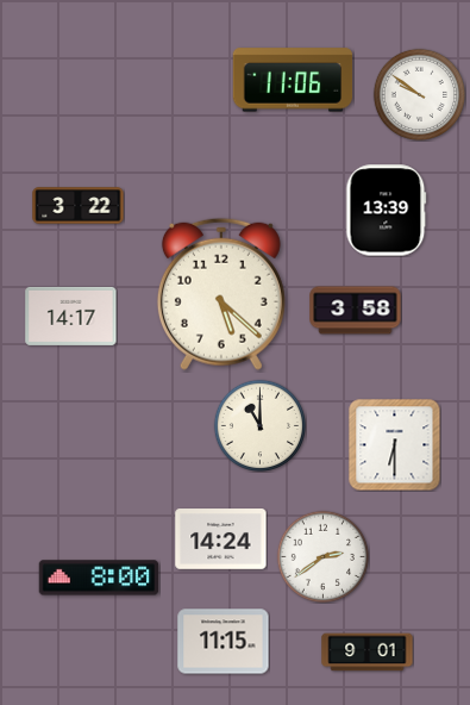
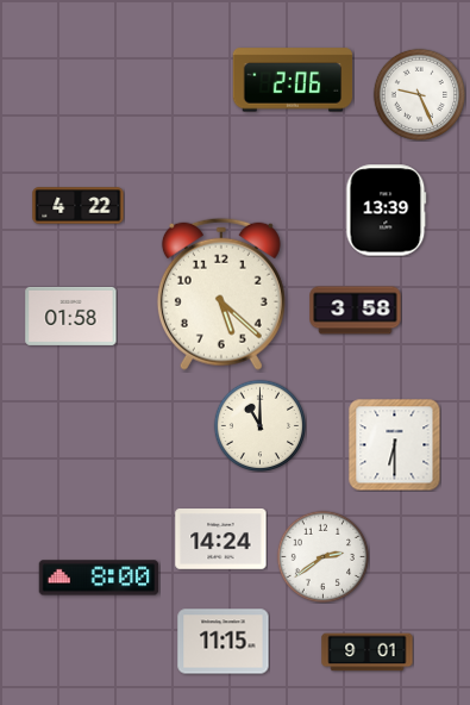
clock at (293, 80): 11:06 -> 2:06
clock at (419, 94): 9:51 -> 9:26
clock at (79, 206): 3:22 -> 4:22
clock at (71, 316): 14:17 -> 01:58
